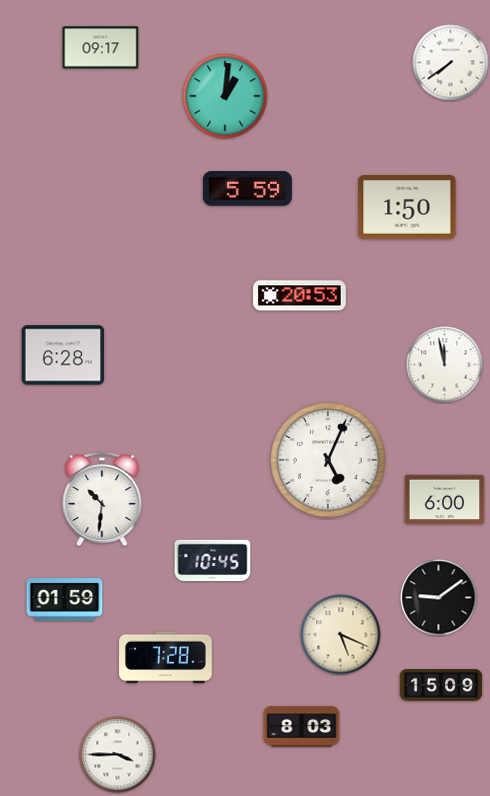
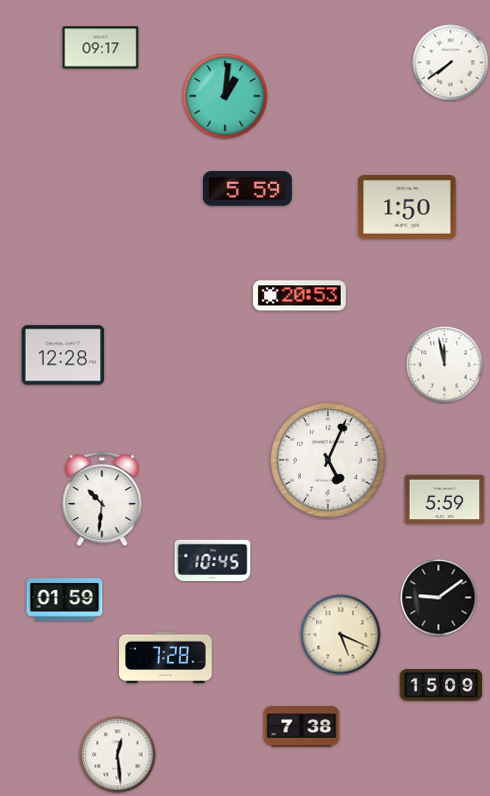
clock at (63, 355): 6:28 -> 12:28
clock at (445, 500): 6:00 -> 5:59
clock at (302, 727): 8:03 -> 7:38
clock at (118, 755): 3:45 -> 12:29
